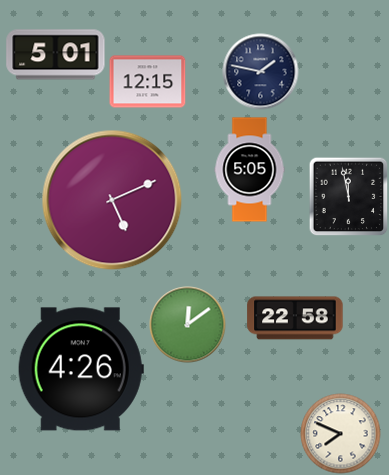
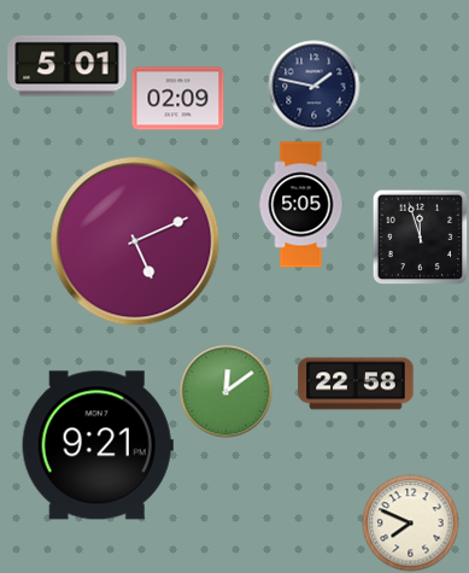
clock at (148, 82): 12:15 -> 02:09
clock at (348, 196): 11:58 -> 11:57
clock at (81, 369): 4:26 -> 9:21
